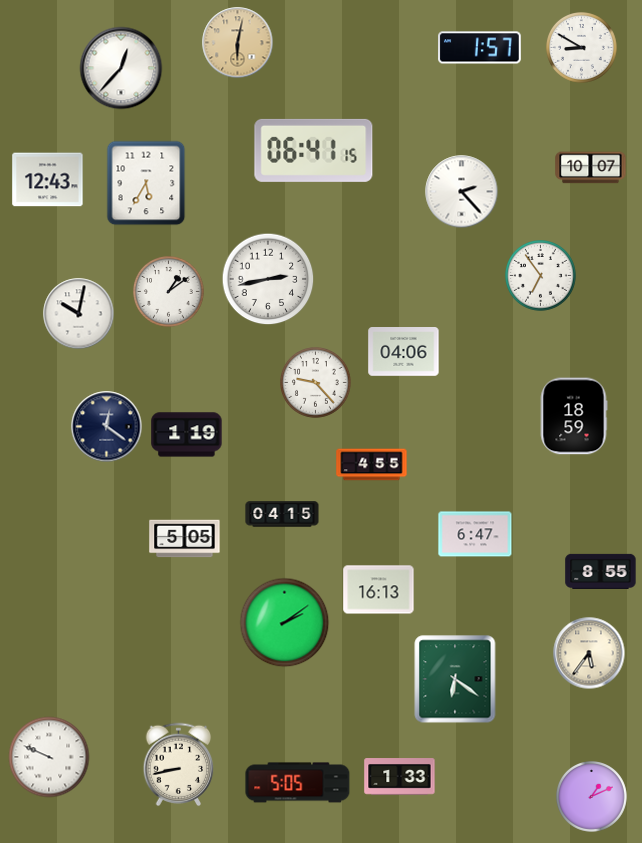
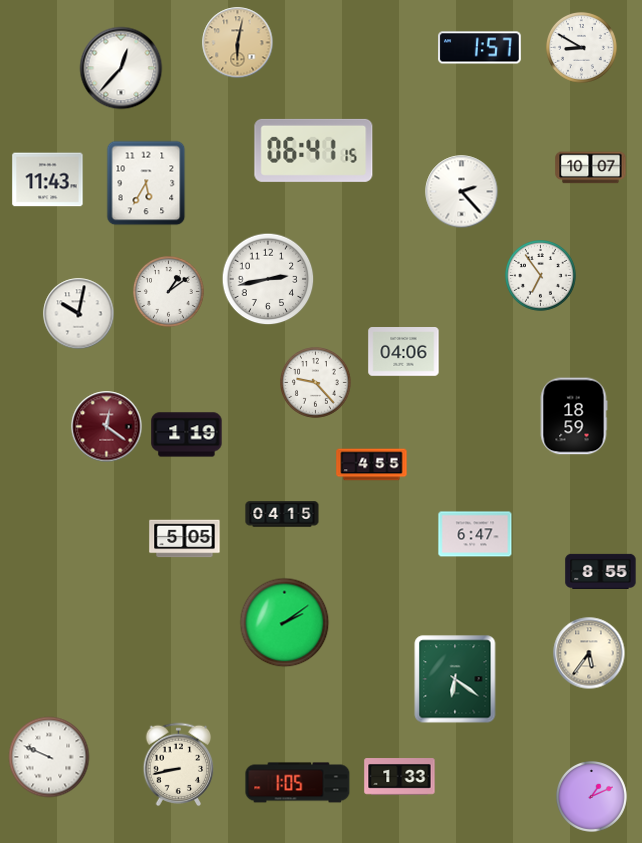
clock at (48, 180): 12:43 -> 11:43
clock at (107, 427) dial: navy -> burgundy
clock at (379, 590): 16:13 -> none
clock at (298, 783): 5:05 -> 1:05
